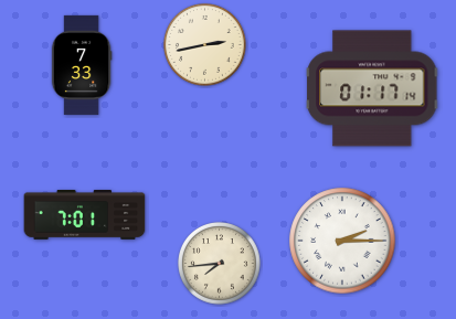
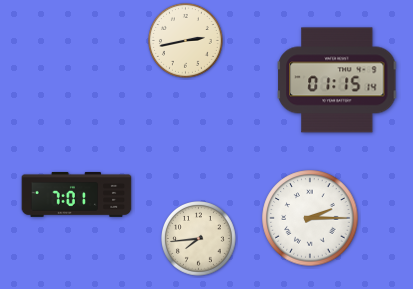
clock at (82, 65): 7:33 -> none
clock at (373, 88): 01:17 -> 01:15
